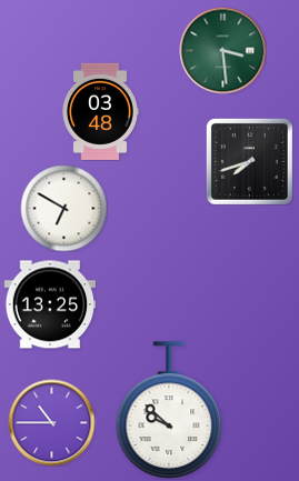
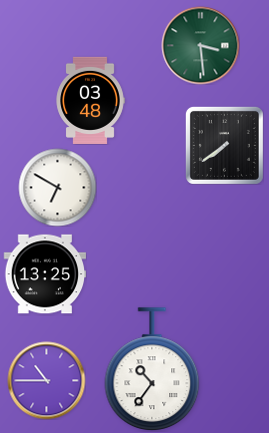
clock at (249, 161): 7:42 -> 7:39
clock at (169, 410): 9:52 -> 10:36
